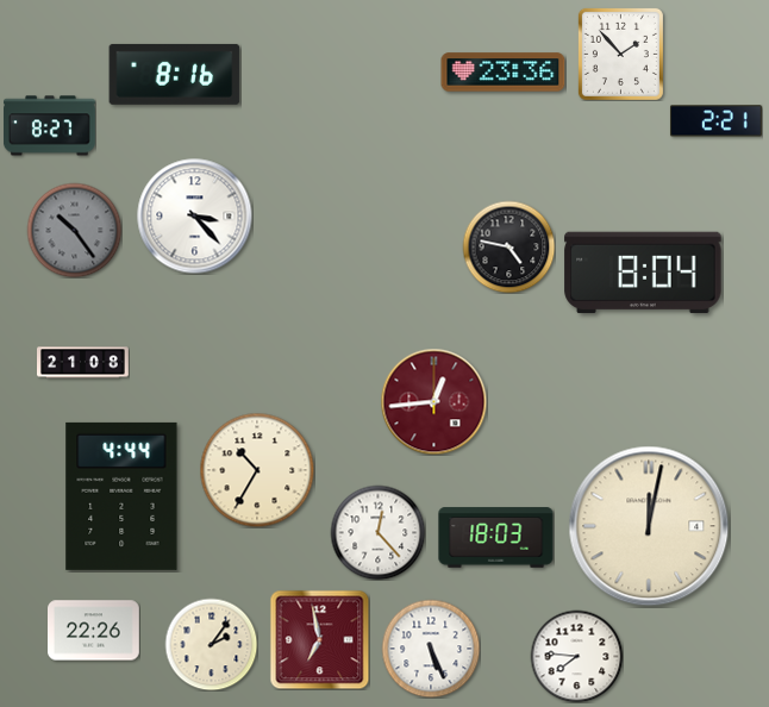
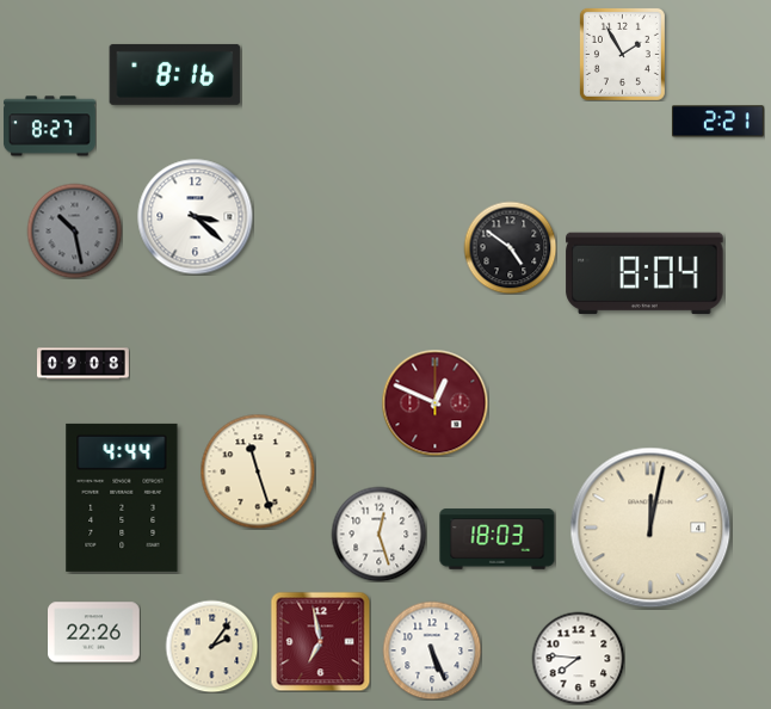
clock at (620, 54): 1:53 -> 1:55
clock at (504, 73): 23:36 -> none
clock at (195, 217): 3:23 -> 3:22
clock at (74, 230): 10:24 -> 10:28
clock at (508, 246): 4:47 -> 4:51
clock at (83, 363): 21:08 -> 09:08
clock at (433, 401): 12:44 -> 12:49
clock at (257, 470): 10:35 -> 11:27
clock at (377, 532): 12:23 -> 12:27
